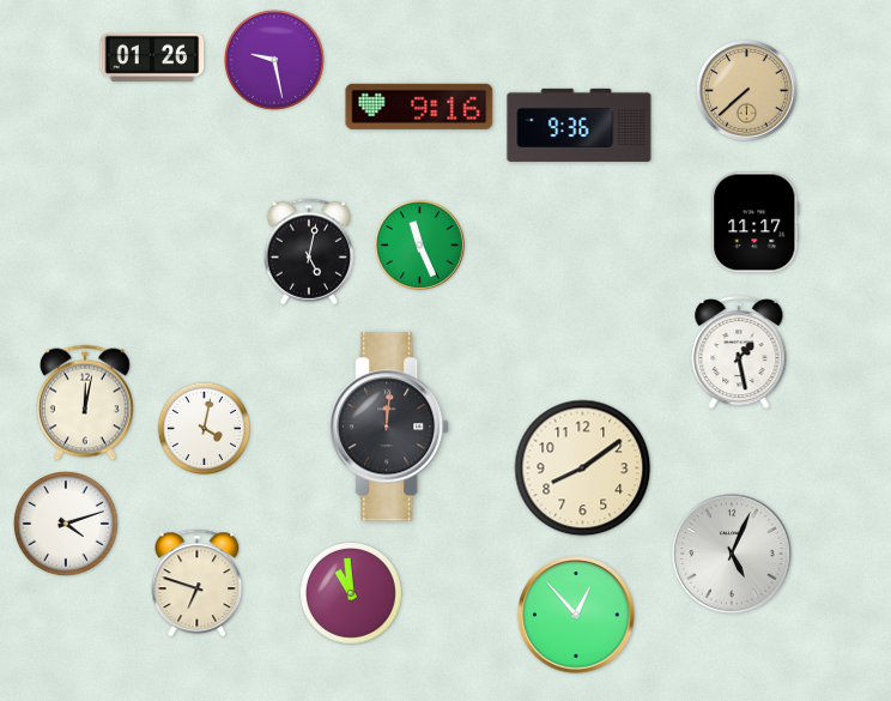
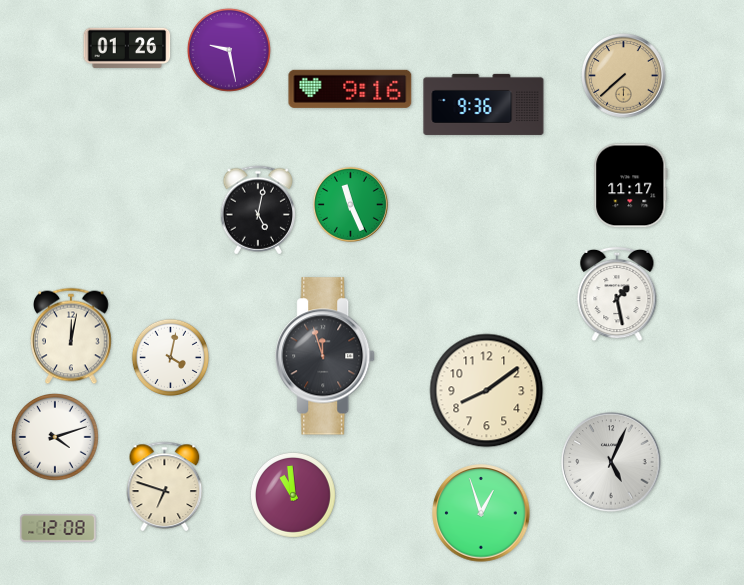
clock at (390, 427): 12:01 -> 11:57
clock at (576, 615): 12:53 -> 12:57
clock at (58, 528): none -> 12:08
